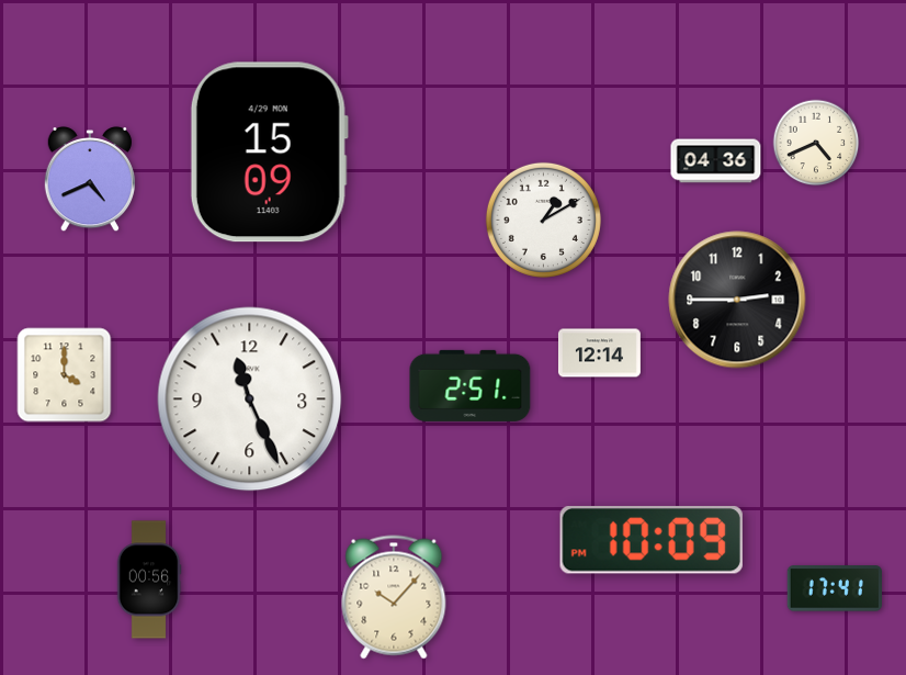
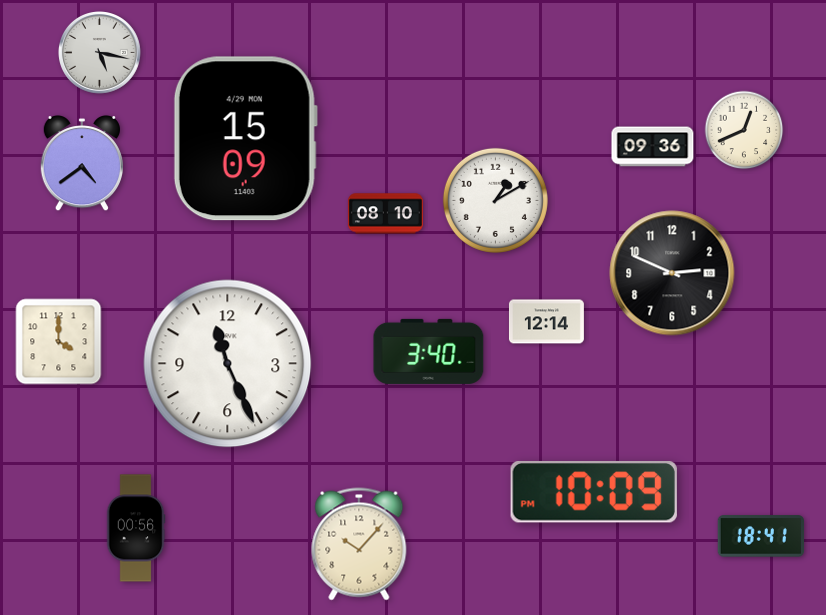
clock at (100, 53): none -> 5:17
clock at (816, 143): 4:41 -> 12:41
clock at (716, 161): 04:36 -> 09:36
clock at (89, 180): 4:41 -> 4:39
clock at (385, 214): none -> 08:10
clock at (737, 300): 2:45 -> 2:49
clock at (471, 385): 2:51 -> 3:40
clock at (834, 588): 17:41 -> 18:41
